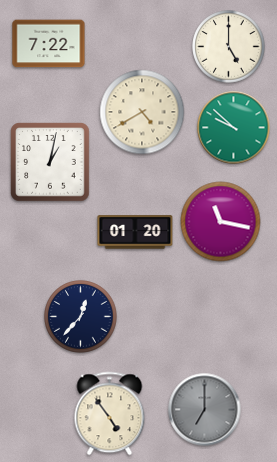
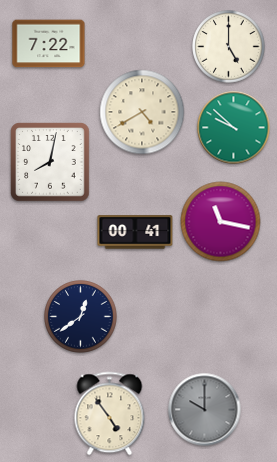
clock at (50, 162): 1:02 -> 8:02
clock at (135, 232): 01:20 -> 00:41
clock at (81, 317): 12:37 -> 12:39
clock at (205, 410): 7:00 -> 10:00
